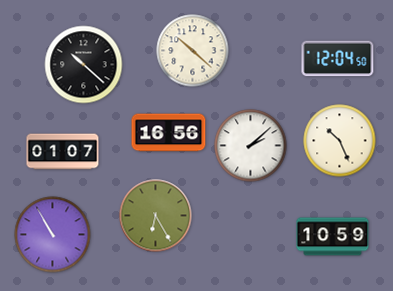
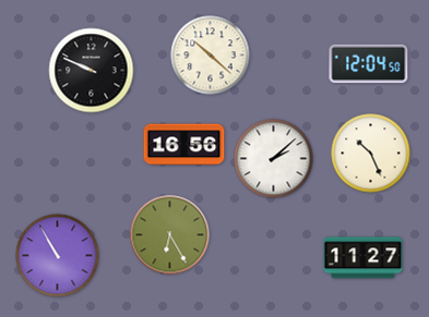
clock at (84, 65): 10:22 -> 9:49
clock at (63, 152): 01:07 -> none
clock at (333, 237): 10:59 -> 11:27
